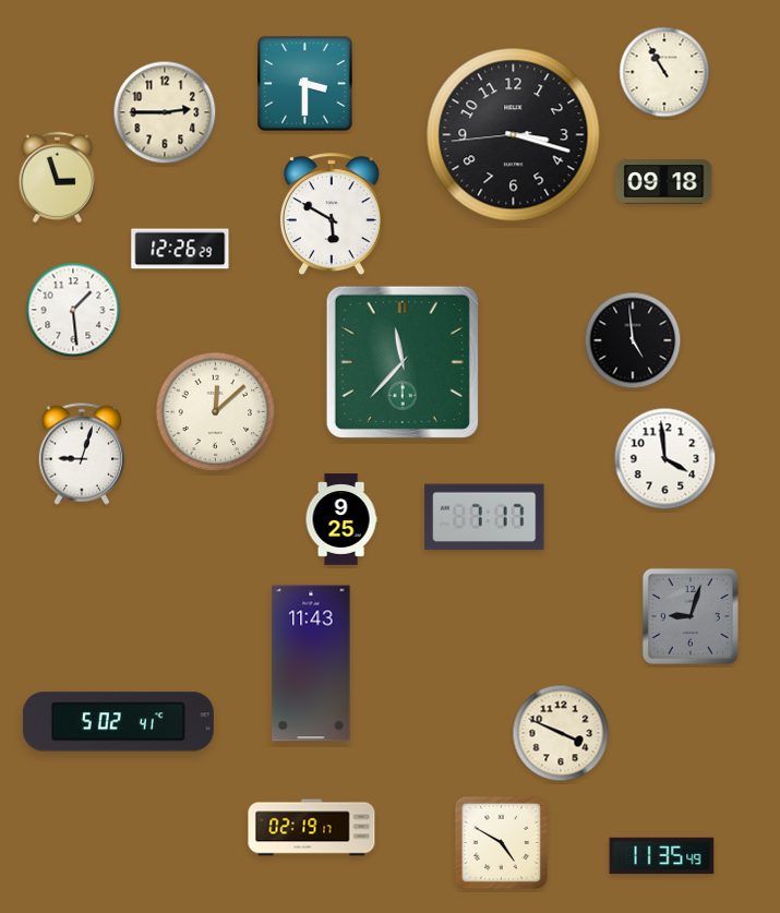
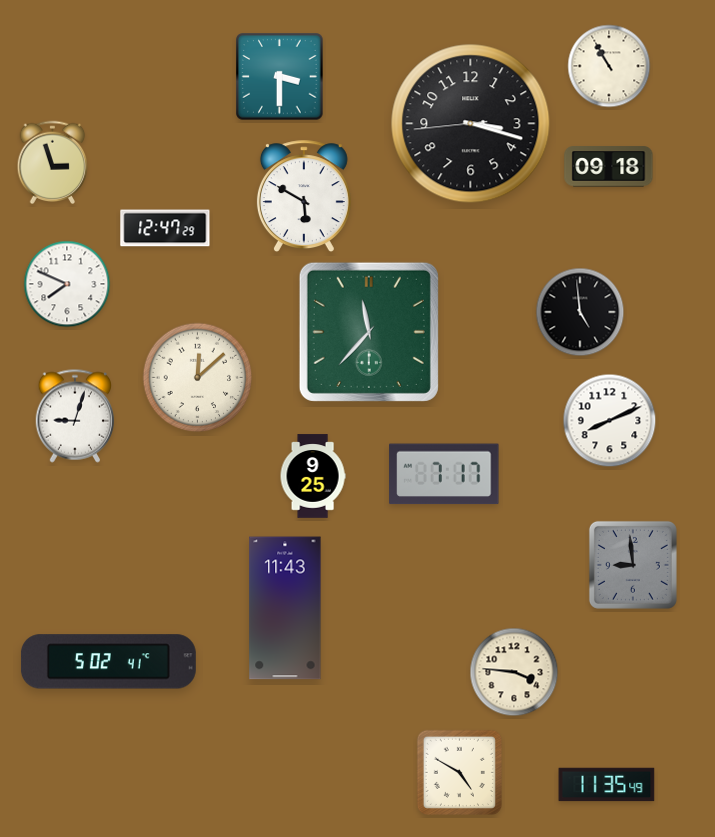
clock at (165, 112): 2:45 -> none
clock at (180, 249): 12:26 -> 12:47
clock at (73, 310): 1:29 -> 7:49
clock at (665, 459): 3:59 -> 8:11
clock at (691, 616): 9:03 -> 8:59
clock at (561, 733): 3:49 -> 3:46
clock at (312, 828): 02:19 -> none
